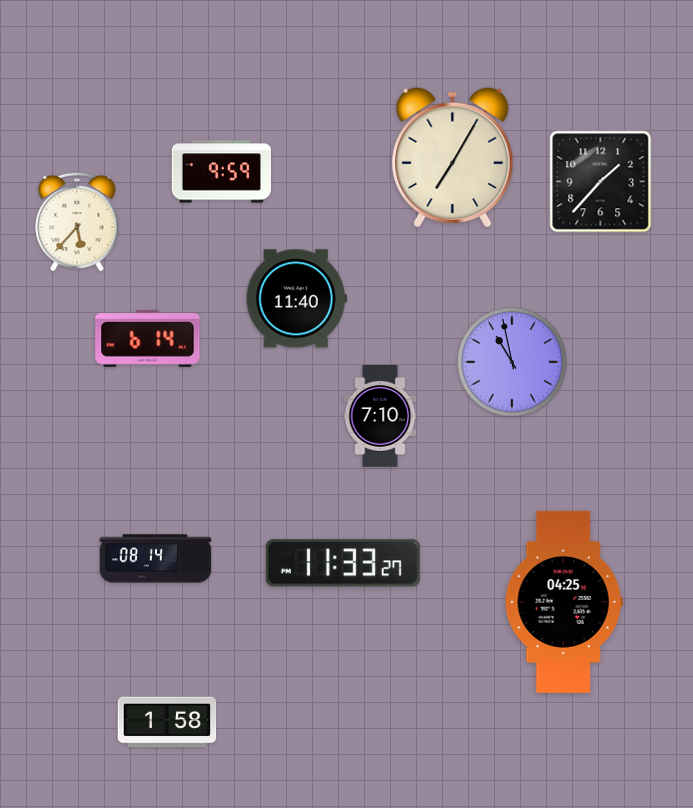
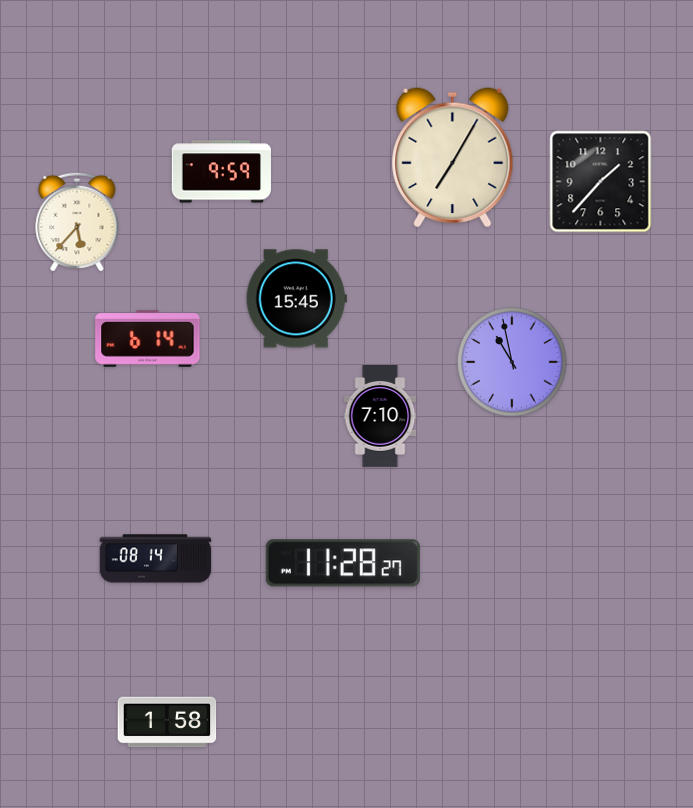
clock at (296, 299): 11:40 -> 15:45
clock at (343, 563): 11:33 -> 11:28
clock at (564, 602): 04:25 -> none
